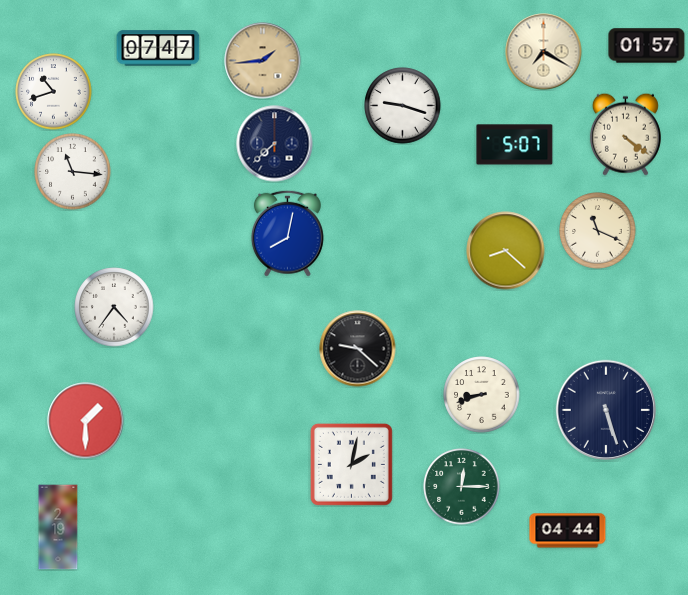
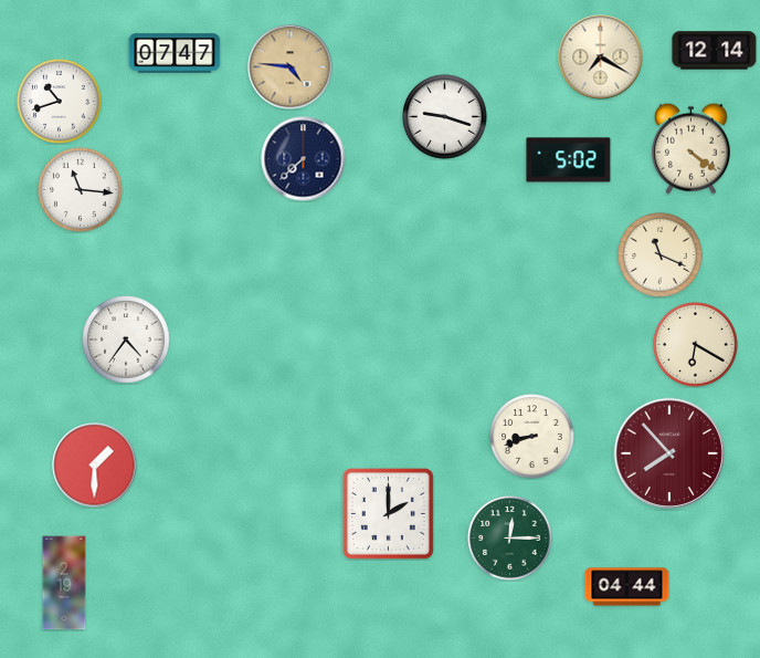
clock at (647, 46): 01:57 -> 12:14
clock at (263, 61): 1:44 -> 4:46
clock at (515, 145): 5:07 -> 5:02
clock at (287, 233): 8:02 -> none
clock at (506, 251): 8:22 -> none
clock at (696, 345): none -> 6:20
clock at (358, 349): 9:22 -> none
clock at (606, 410): 5:27 -> 7:53
clock at (606, 410) dial: navy -> burgundy
clock at (351, 464): 2:02 -> 2:00
